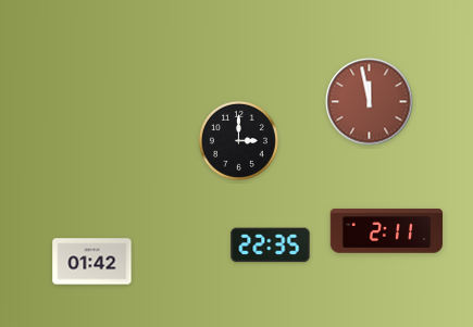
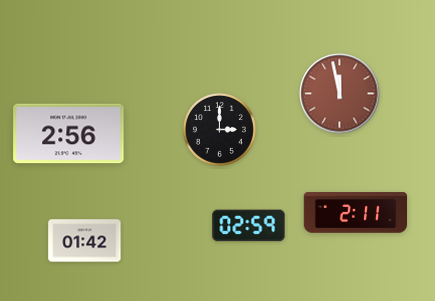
clock at (69, 134): none -> 2:56
clock at (271, 246): 22:35 -> 02:59
